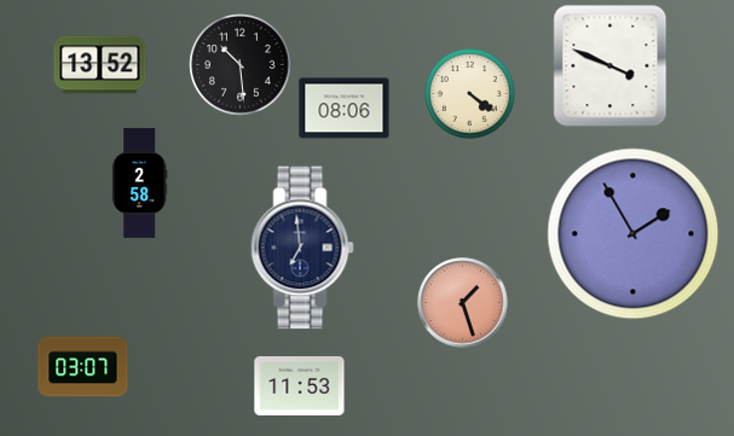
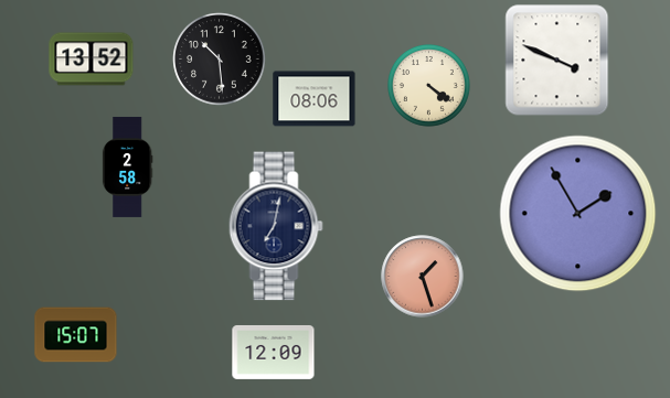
clock at (302, 248): 6:59 -> 7:02
clock at (83, 367): 03:07 -> 15:07
clock at (300, 385): 11:53 -> 12:09
